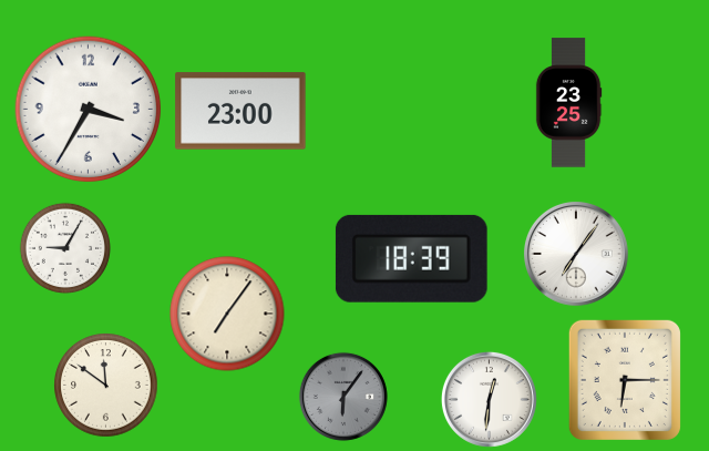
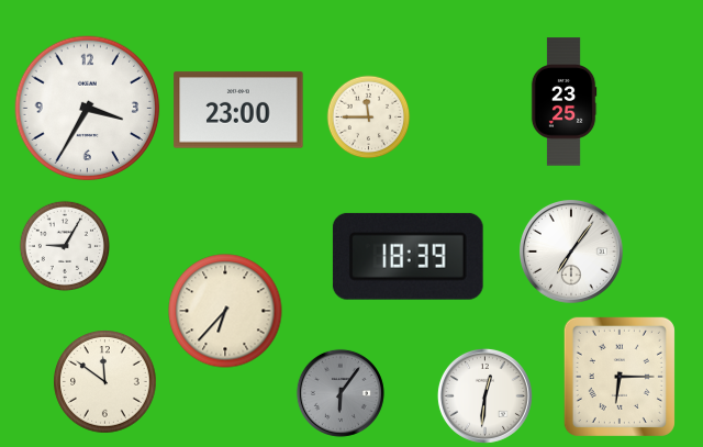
clock at (369, 118): none -> 11:45
clock at (227, 314): 7:06 -> 6:37
